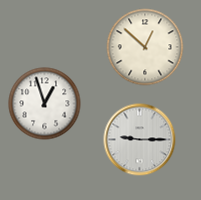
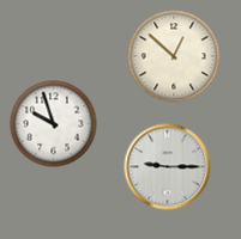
clock at (45, 104): 12:57 -> 9:57
